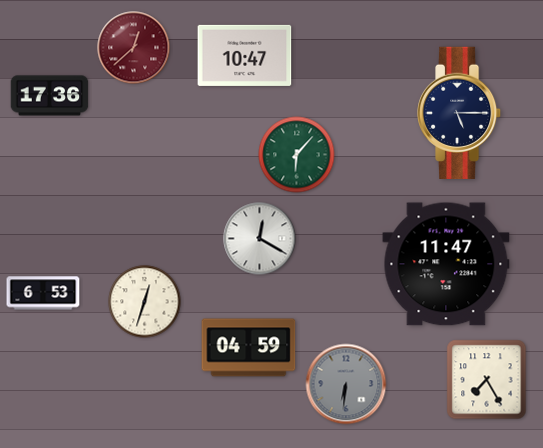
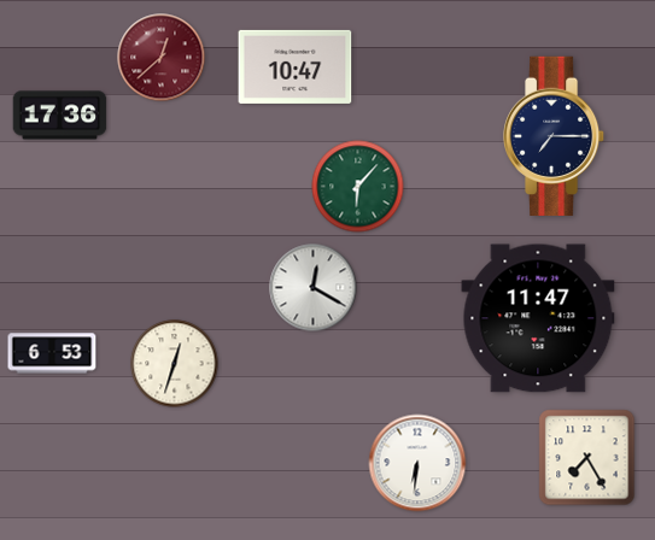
clock at (460, 112): 5:15 -> 7:15
clock at (249, 348): 04:59 -> none
clock at (346, 384) dial: grey -> white
